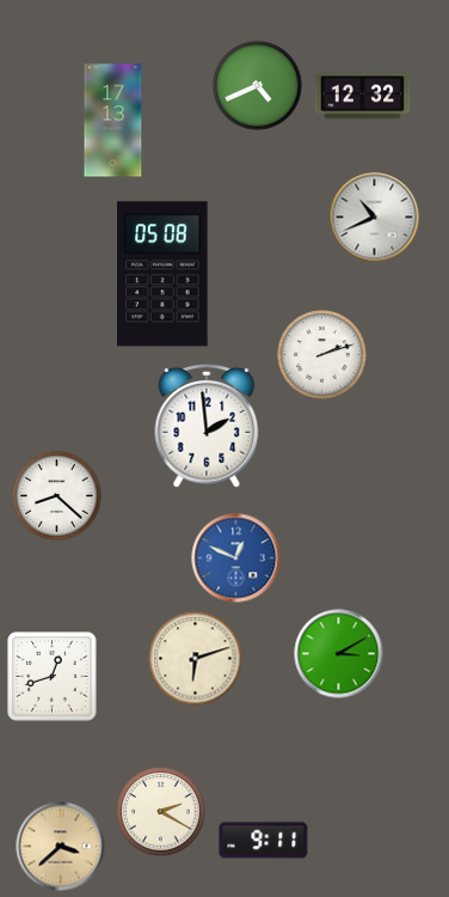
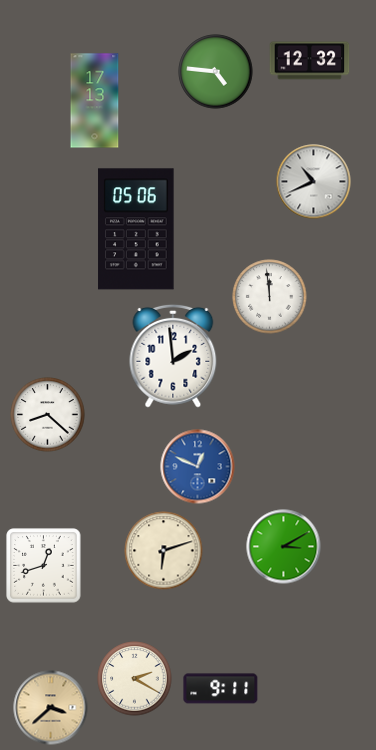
clock at (258, 86): 4:41 -> 4:46
clock at (363, 97) position: (363, 97) -> (310, 61)
clock at (162, 274): 05:08 -> 05:06
clock at (322, 355): 2:12 -> 11:59
clock at (264, 841) position: (264, 841) -> (221, 689)
